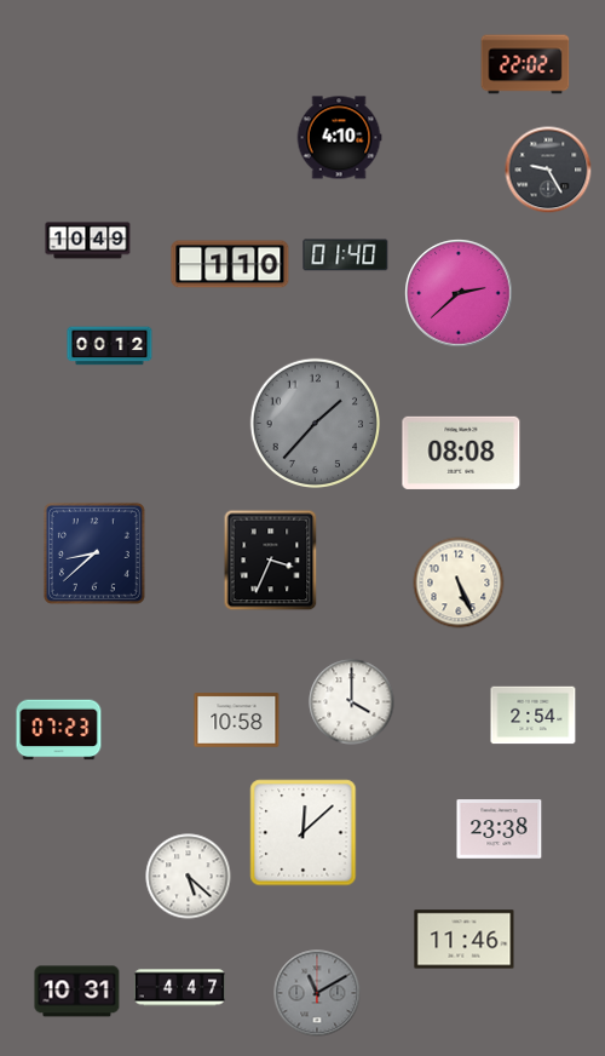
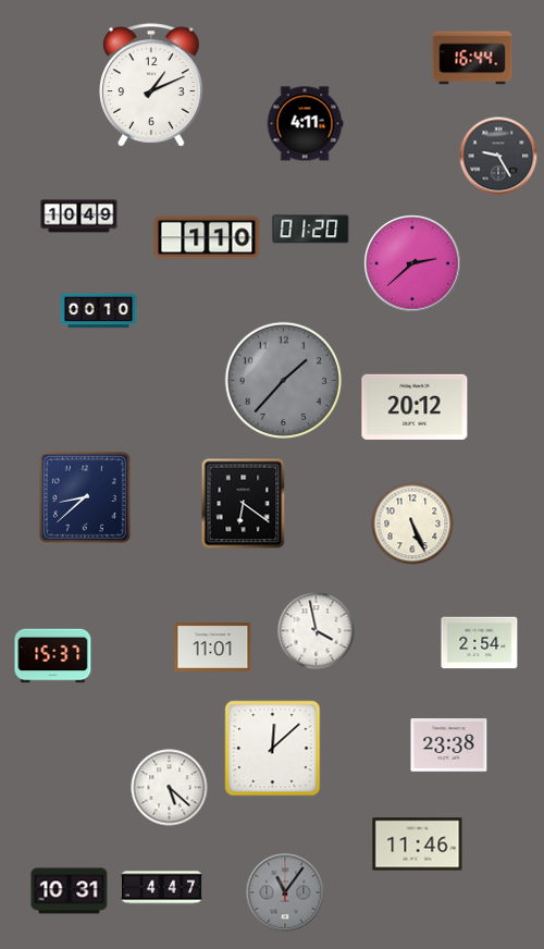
clock at (525, 64): 22:02 -> 16:44
clock at (151, 85): none -> 1:11
clock at (339, 138): 4:10 -> 4:11
clock at (548, 170) position: (548, 170) -> (498, 156)
clock at (346, 256): 01:40 -> 01:20
clock at (110, 346): 00:12 -> 00:10
clock at (461, 453): 08:08 -> 20:12
clock at (271, 561): 3:34 -> 6:21
clock at (352, 702): 4:00 -> 3:58
clock at (237, 721): 10:58 -> 11:01
clock at (59, 730): 07:23 -> 15:37
clock at (317, 993): 11:10 -> 11:06
